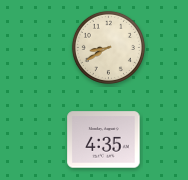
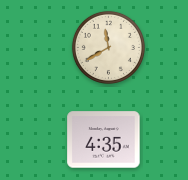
clock at (108, 47): 8:40 -> 11:40
